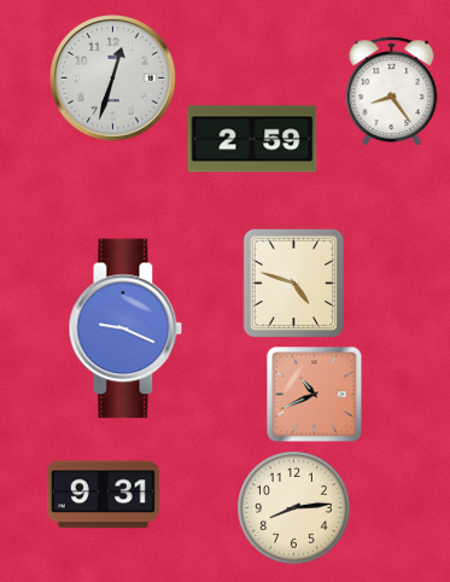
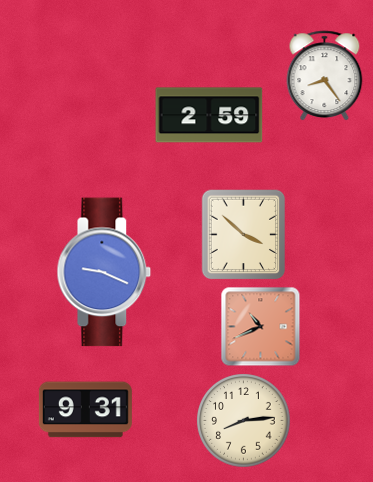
clock at (113, 78): 12:33 -> none
clock at (294, 284): 4:48 -> 3:52
